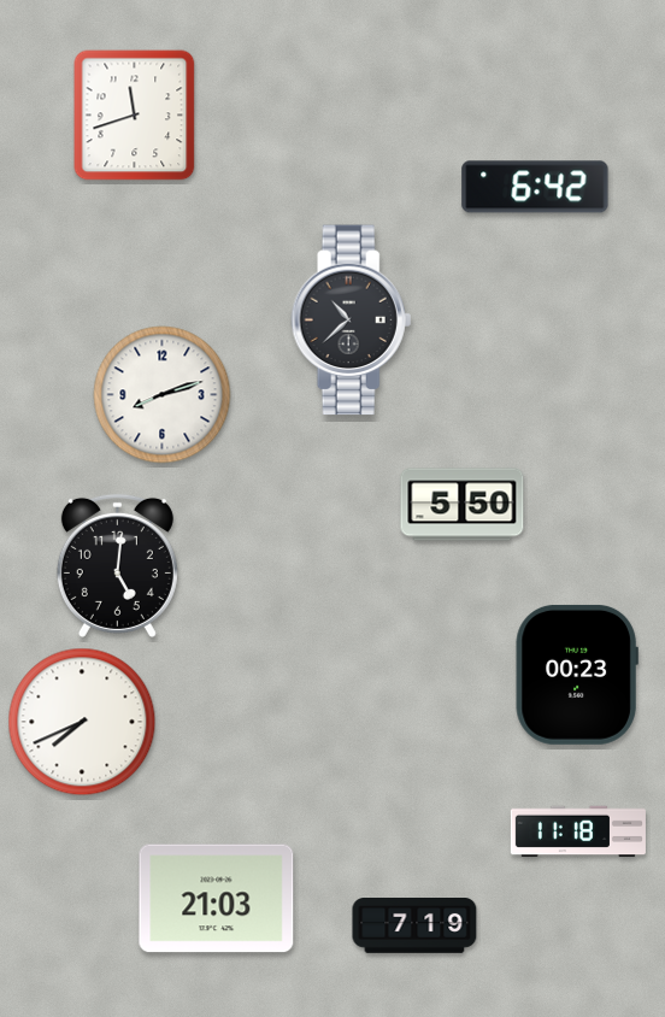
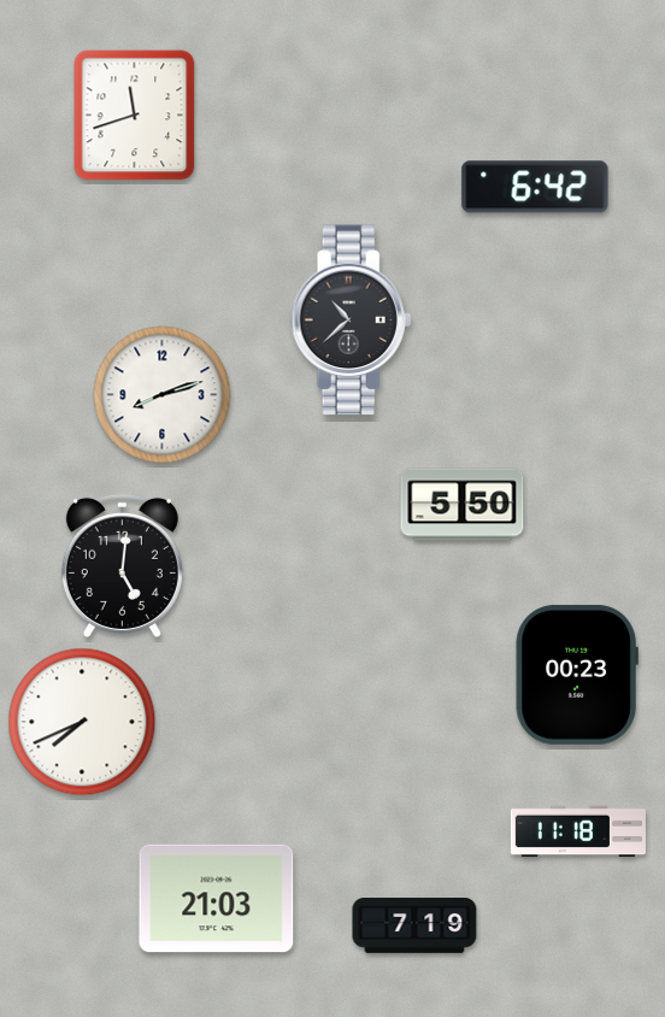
clock at (117, 565) position: (117, 565) -> (122, 565)
